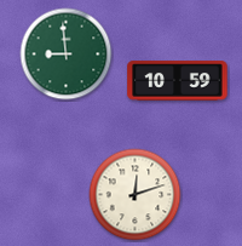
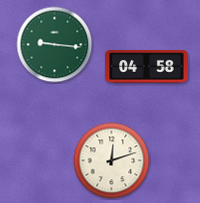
clock at (67, 55): 8:59 -> 9:16
clock at (178, 81): 10:59 -> 04:58
